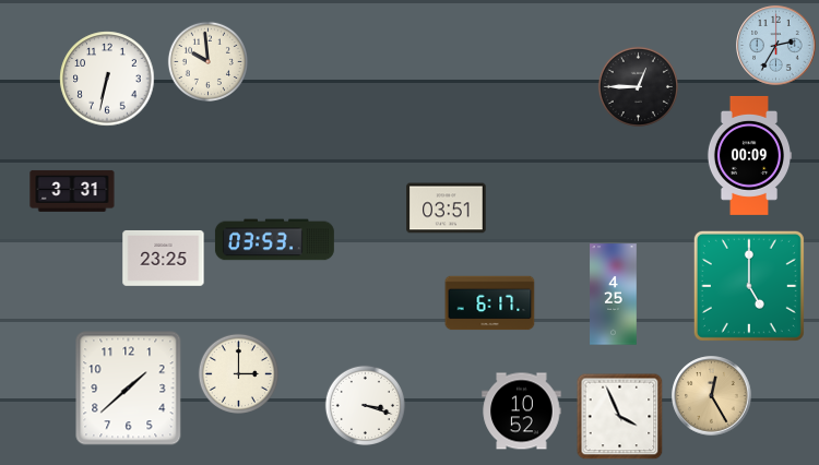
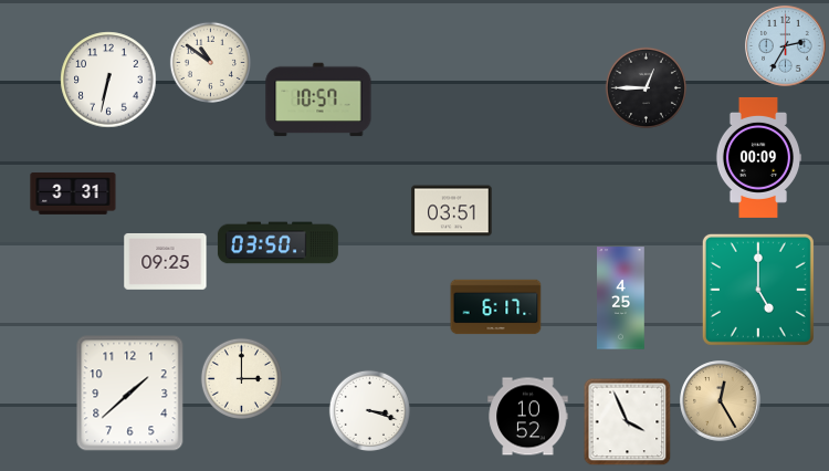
clock at (207, 61): 9:59 -> 10:51
clock at (318, 100): none -> 10:57
clock at (274, 240): 03:53 -> 03:50
clock at (164, 258): 23:25 -> 09:25
